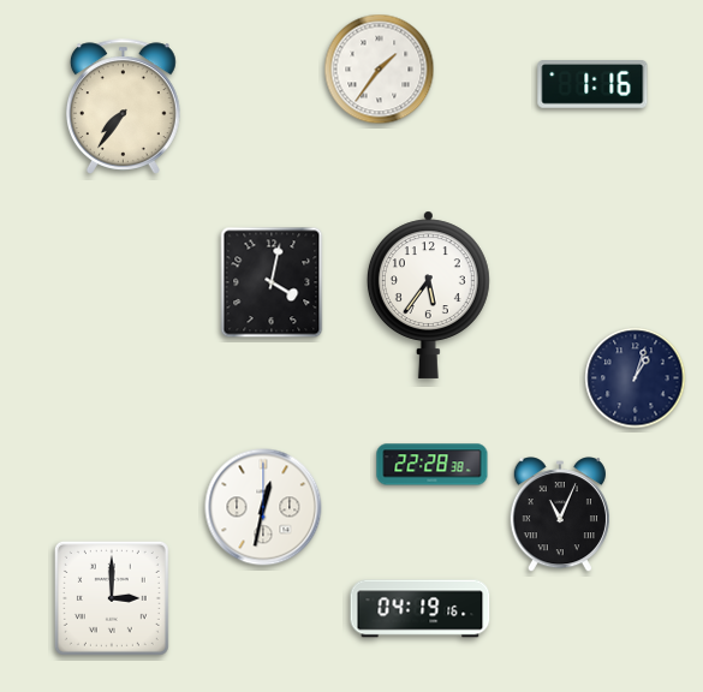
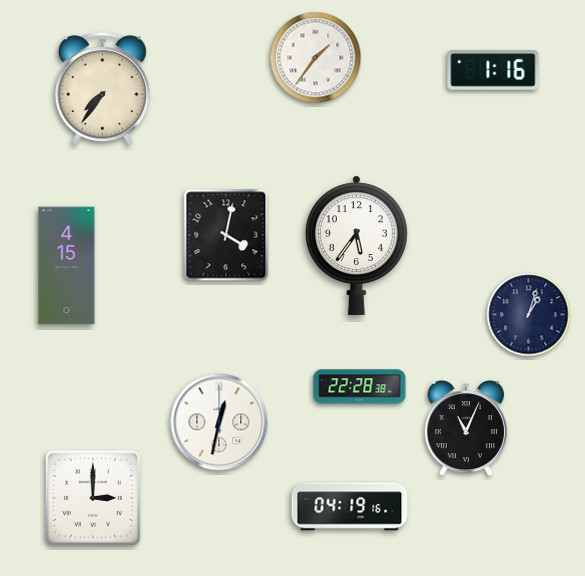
clock at (67, 266): none -> 4:15
